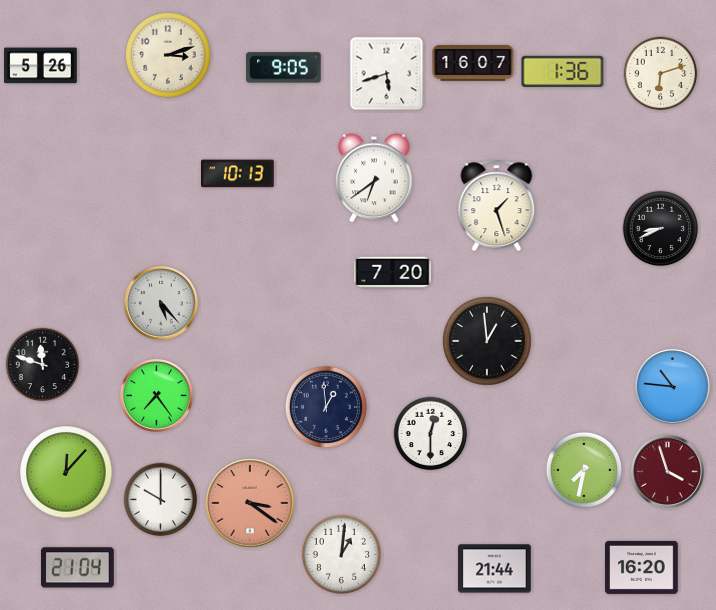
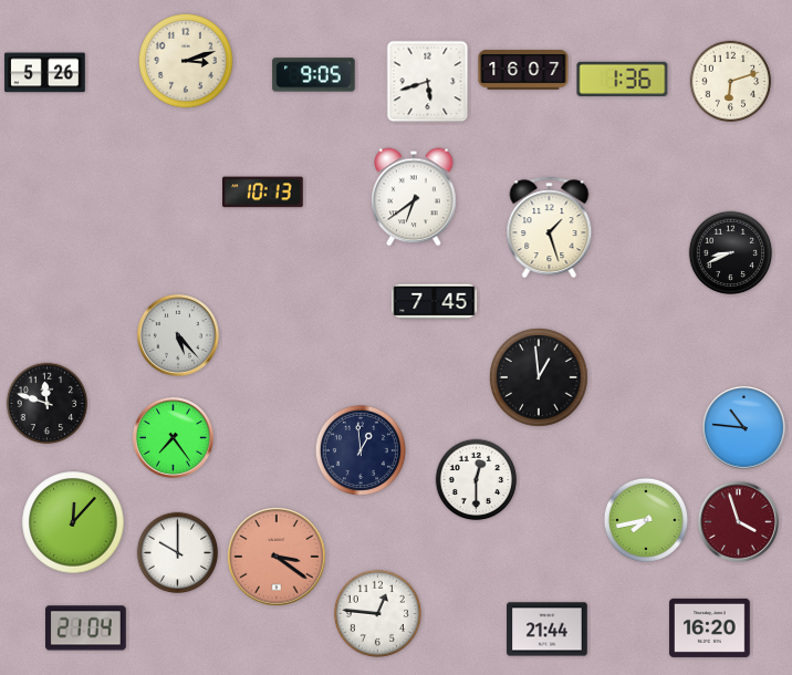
clock at (393, 273): 7:20 -> 7:45
clock at (583, 470): 7:32 -> 7:43
clock at (341, 554): 1:01 -> 12:46
